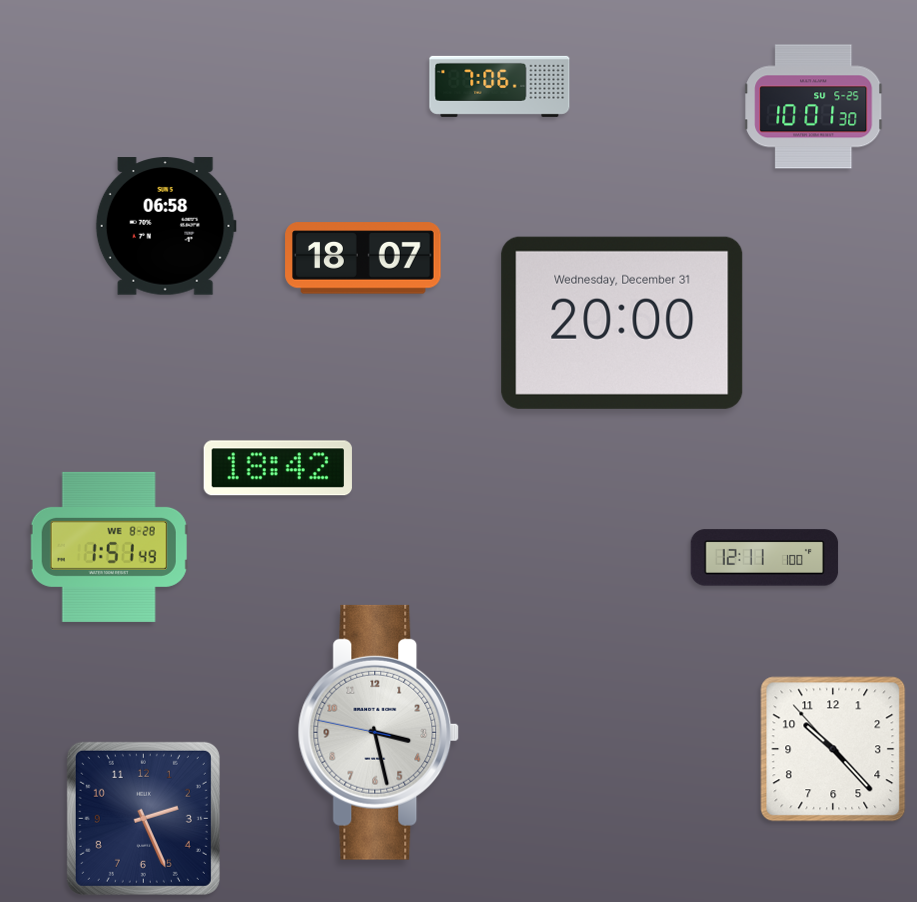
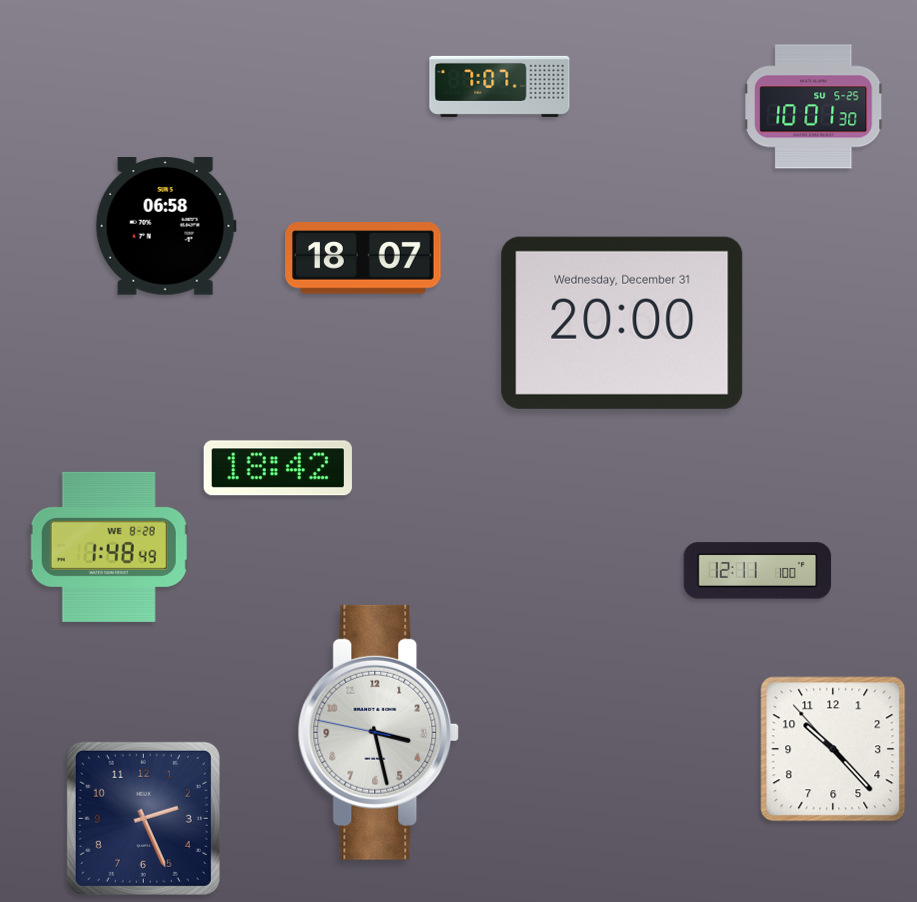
clock at (500, 86): 7:06 -> 7:07
clock at (109, 547): 1:51 -> 1:48
clock at (765, 558) position: (765, 558) -> (758, 571)
